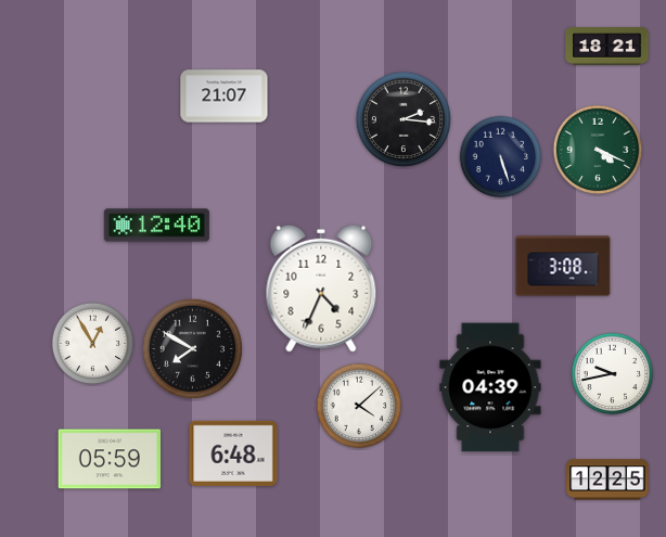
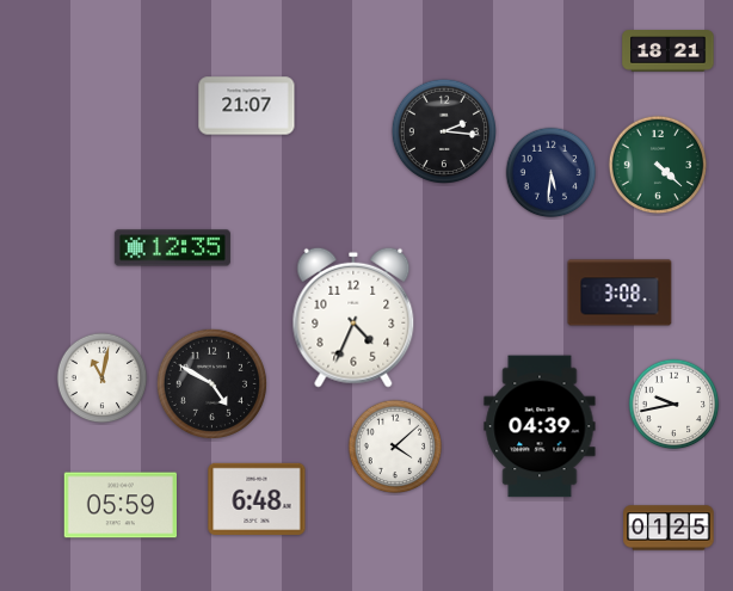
clock at (598, 150): 4:19 -> 4:22
clock at (501, 157): 5:27 -> 5:31
clock at (156, 226): 12:40 -> 12:35
clock at (93, 344): 12:55 -> 11:02
clock at (192, 348): 7:50 -> 4:50
clock at (613, 374) position: (613, 374) -> (675, 405)
clock at (607, 480): 12:25 -> 01:25
